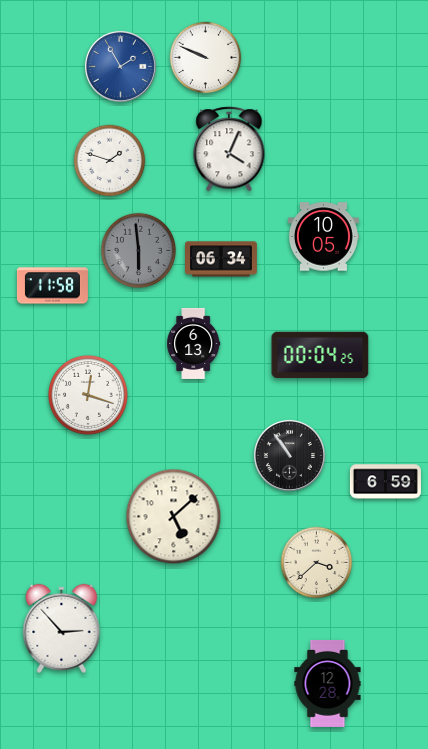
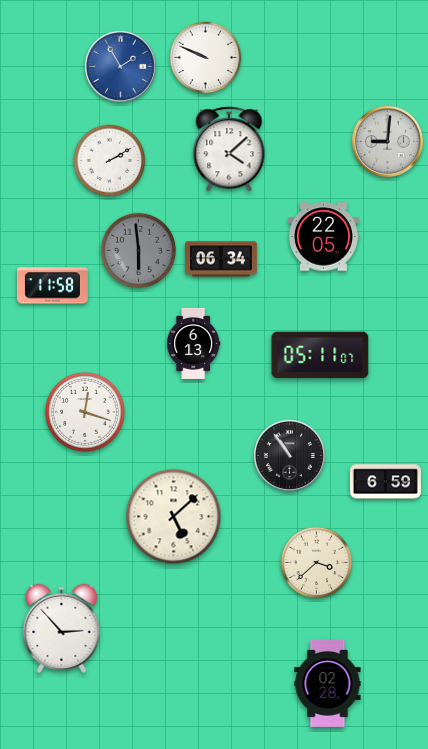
clock at (387, 141): none -> 9:01
clock at (229, 149): 4:04 -> 4:08
clock at (110, 161): 1:48 -> 2:10
clock at (323, 237): 10:05 -> 22:05
clock at (320, 355): 00:04 -> 05:11
clock at (88, 395) position: (88, 395) -> (85, 412)
clock at (328, 683): 12:28 -> 02:28
